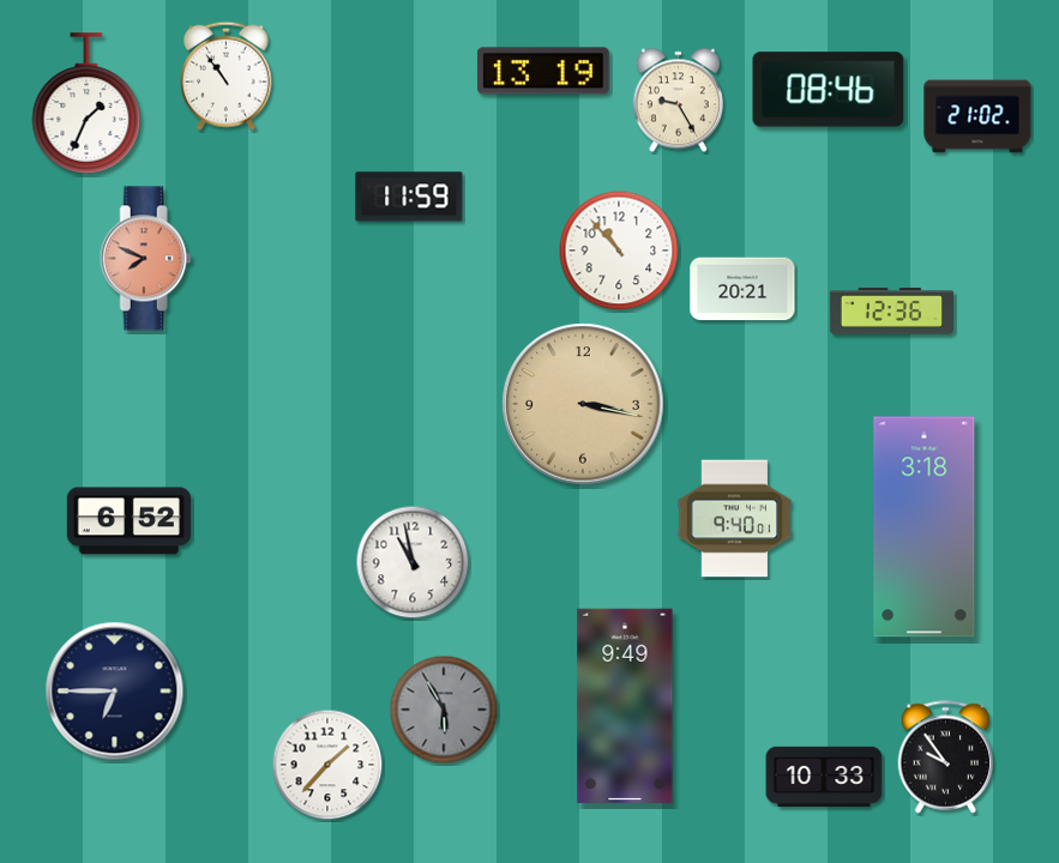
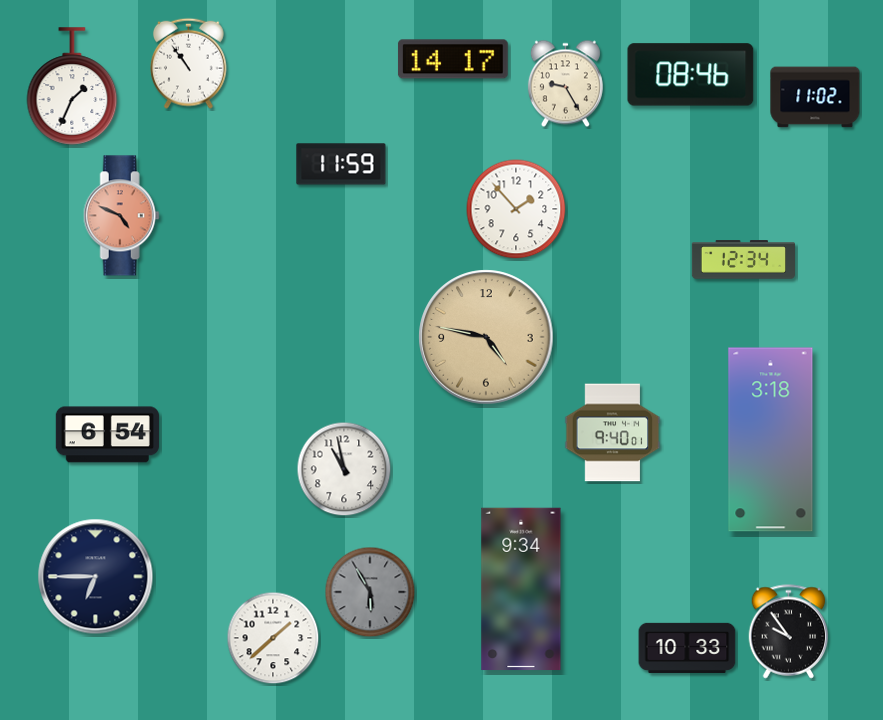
clock at (543, 71): 13:19 -> 14:17
clock at (977, 116): 21:02 -> 11:02
clock at (619, 251): 10:53 -> 1:53
clock at (145, 259): 7:49 -> 4:49
clock at (742, 289): 20:21 -> none
clock at (891, 312): 12:36 -> 12:34
clock at (583, 404): 3:17 -> 4:47
clock at (128, 521): 6:52 -> 6:54
clock at (625, 706): 9:49 -> 9:34
clock at (327, 765): 1:37 -> 1:38
